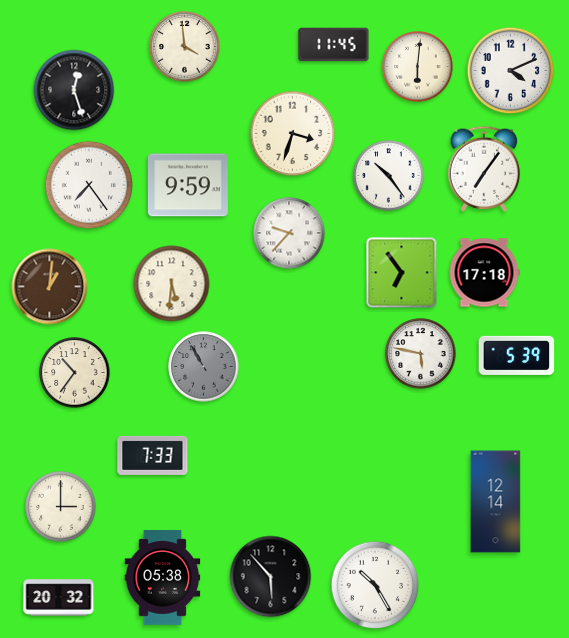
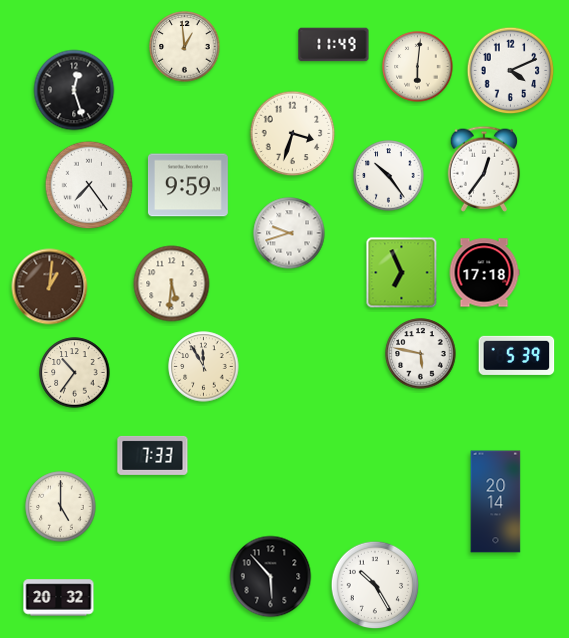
clock at (334, 45): 11:45 -> 11:49
clock at (185, 47): 3:59 -> 12:59
clock at (484, 169): 7:06 -> 12:36
clock at (289, 233): 9:37 -> 9:42
clock at (402, 273): 6:54 -> 6:56
clock at (204, 367): 10:55 -> 11:55
clock at (204, 367) dial: grey -> cream
clock at (496, 502): 12:14 -> 20:14
clock at (61, 507): 3:00 -> 5:00
clock at (163, 578): 05:38 -> none
